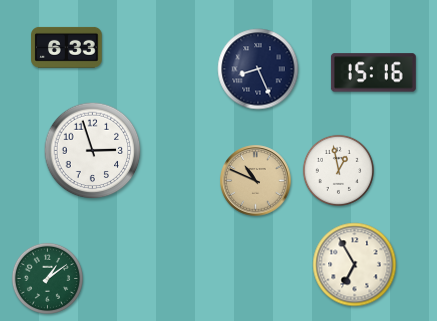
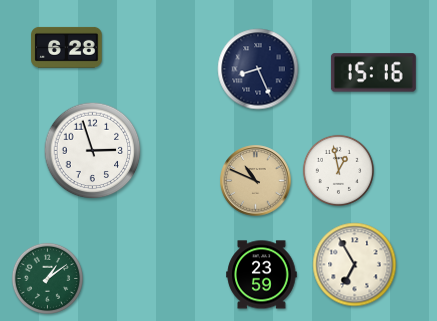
clock at (67, 47): 6:33 -> 6:28
clock at (262, 275): none -> 23:59
